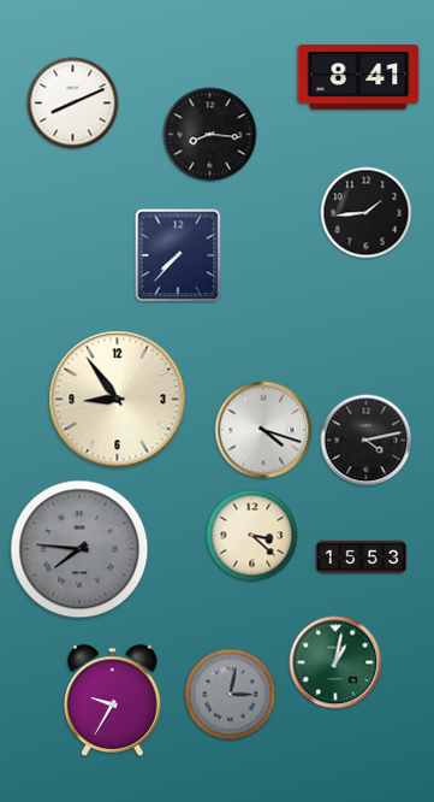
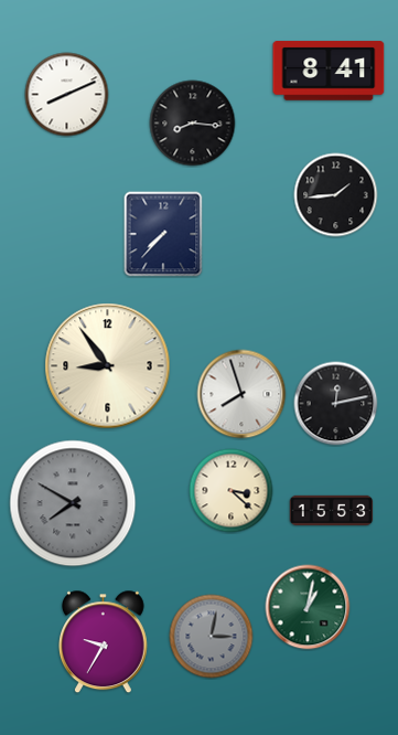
clock at (263, 430): 4:18 -> 7:57
clock at (367, 441): 4:13 -> 12:13
clock at (79, 549): 7:46 -> 7:50
